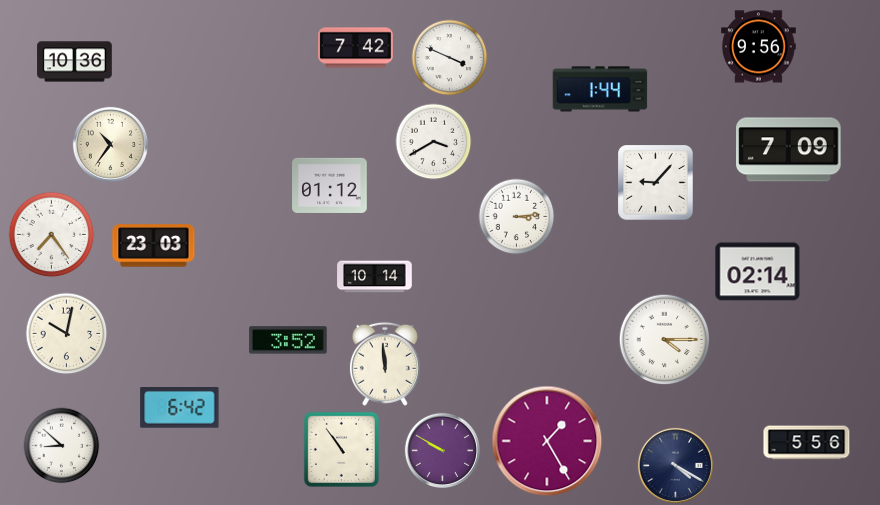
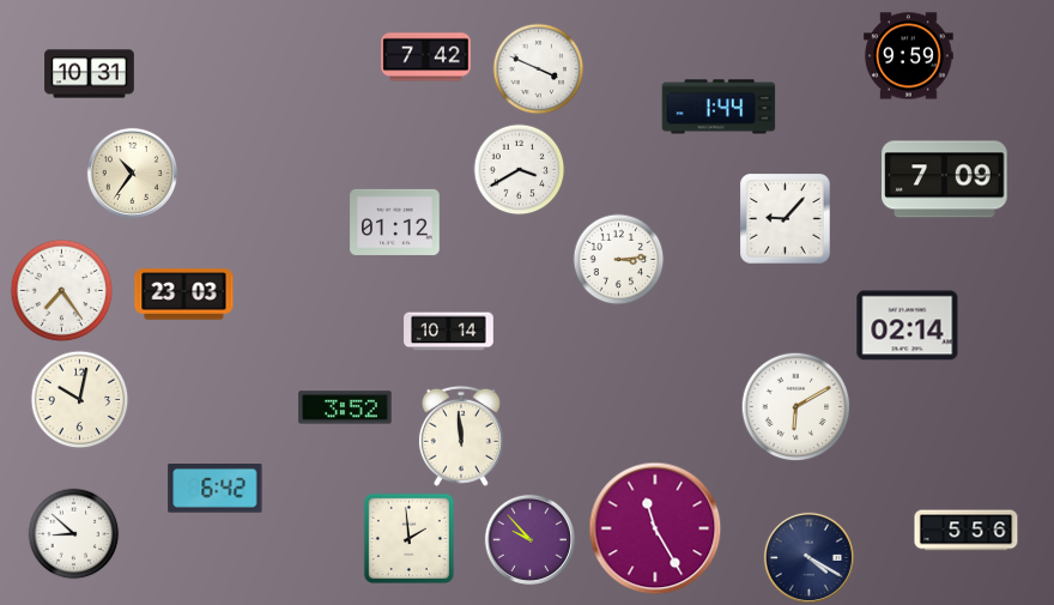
clock at (759, 47): 9:56 -> 9:59
clock at (75, 62): 10:36 -> 10:31
clock at (52, 235) position: (52, 235) -> (62, 291)
clock at (665, 340): 4:15 -> 6:10
clock at (547, 441): 1:25 -> 11:25
clock at (341, 449): 10:54 -> 1:59
clock at (442, 450): 9:50 -> 9:53
